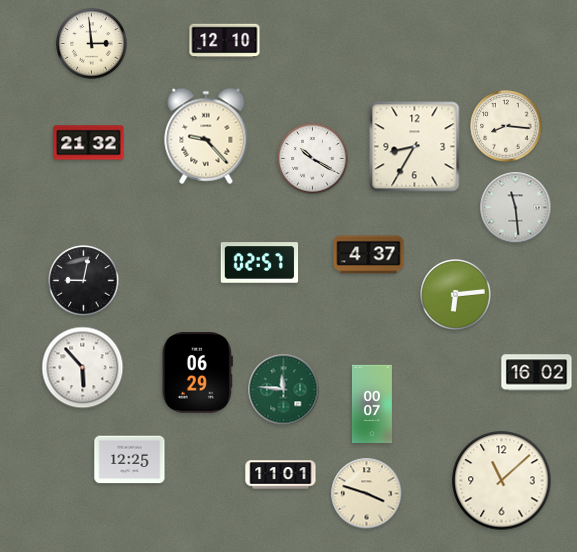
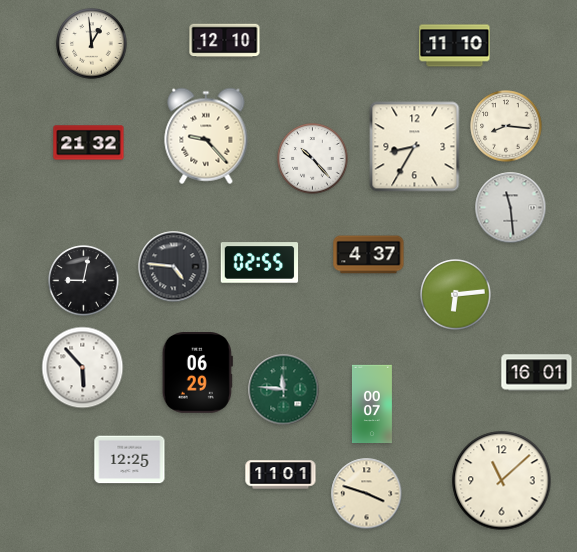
clock at (92, 44): 2:59 -> 12:59
clock at (455, 46): none -> 11:10
clock at (313, 159): 10:20 -> 10:23
clock at (516, 208) position: (516, 208) -> (511, 208)
clock at (260, 263): 02:57 -> 02:55
clock at (174, 267): none -> 4:46
clock at (537, 373): 16:02 -> 16:01
